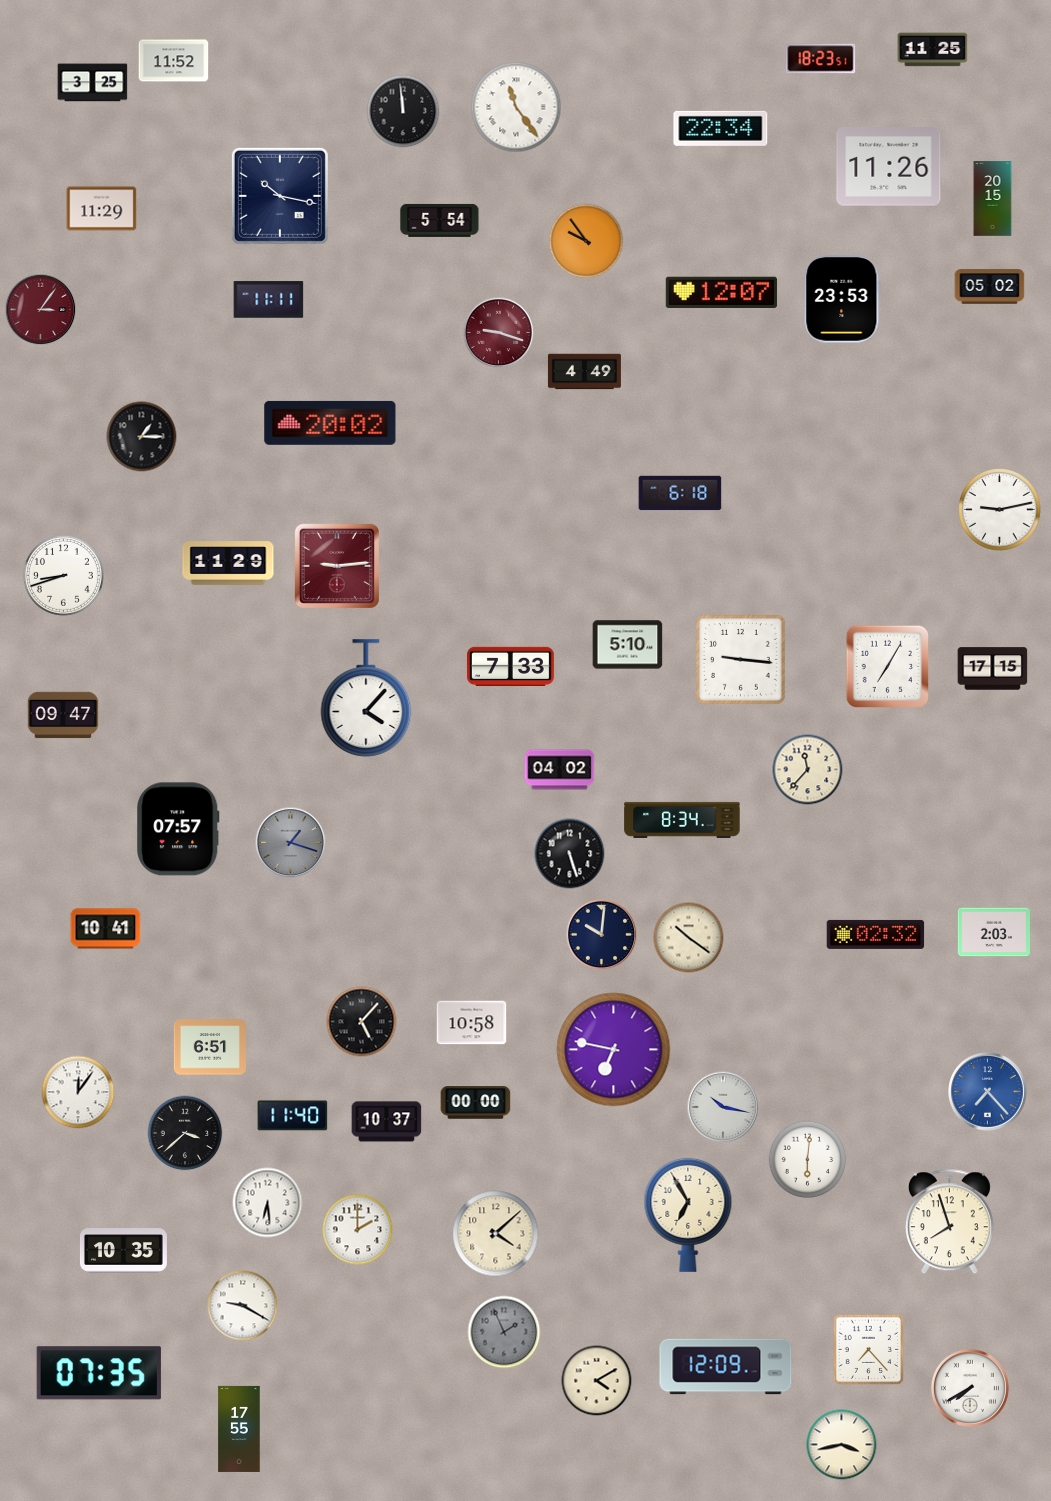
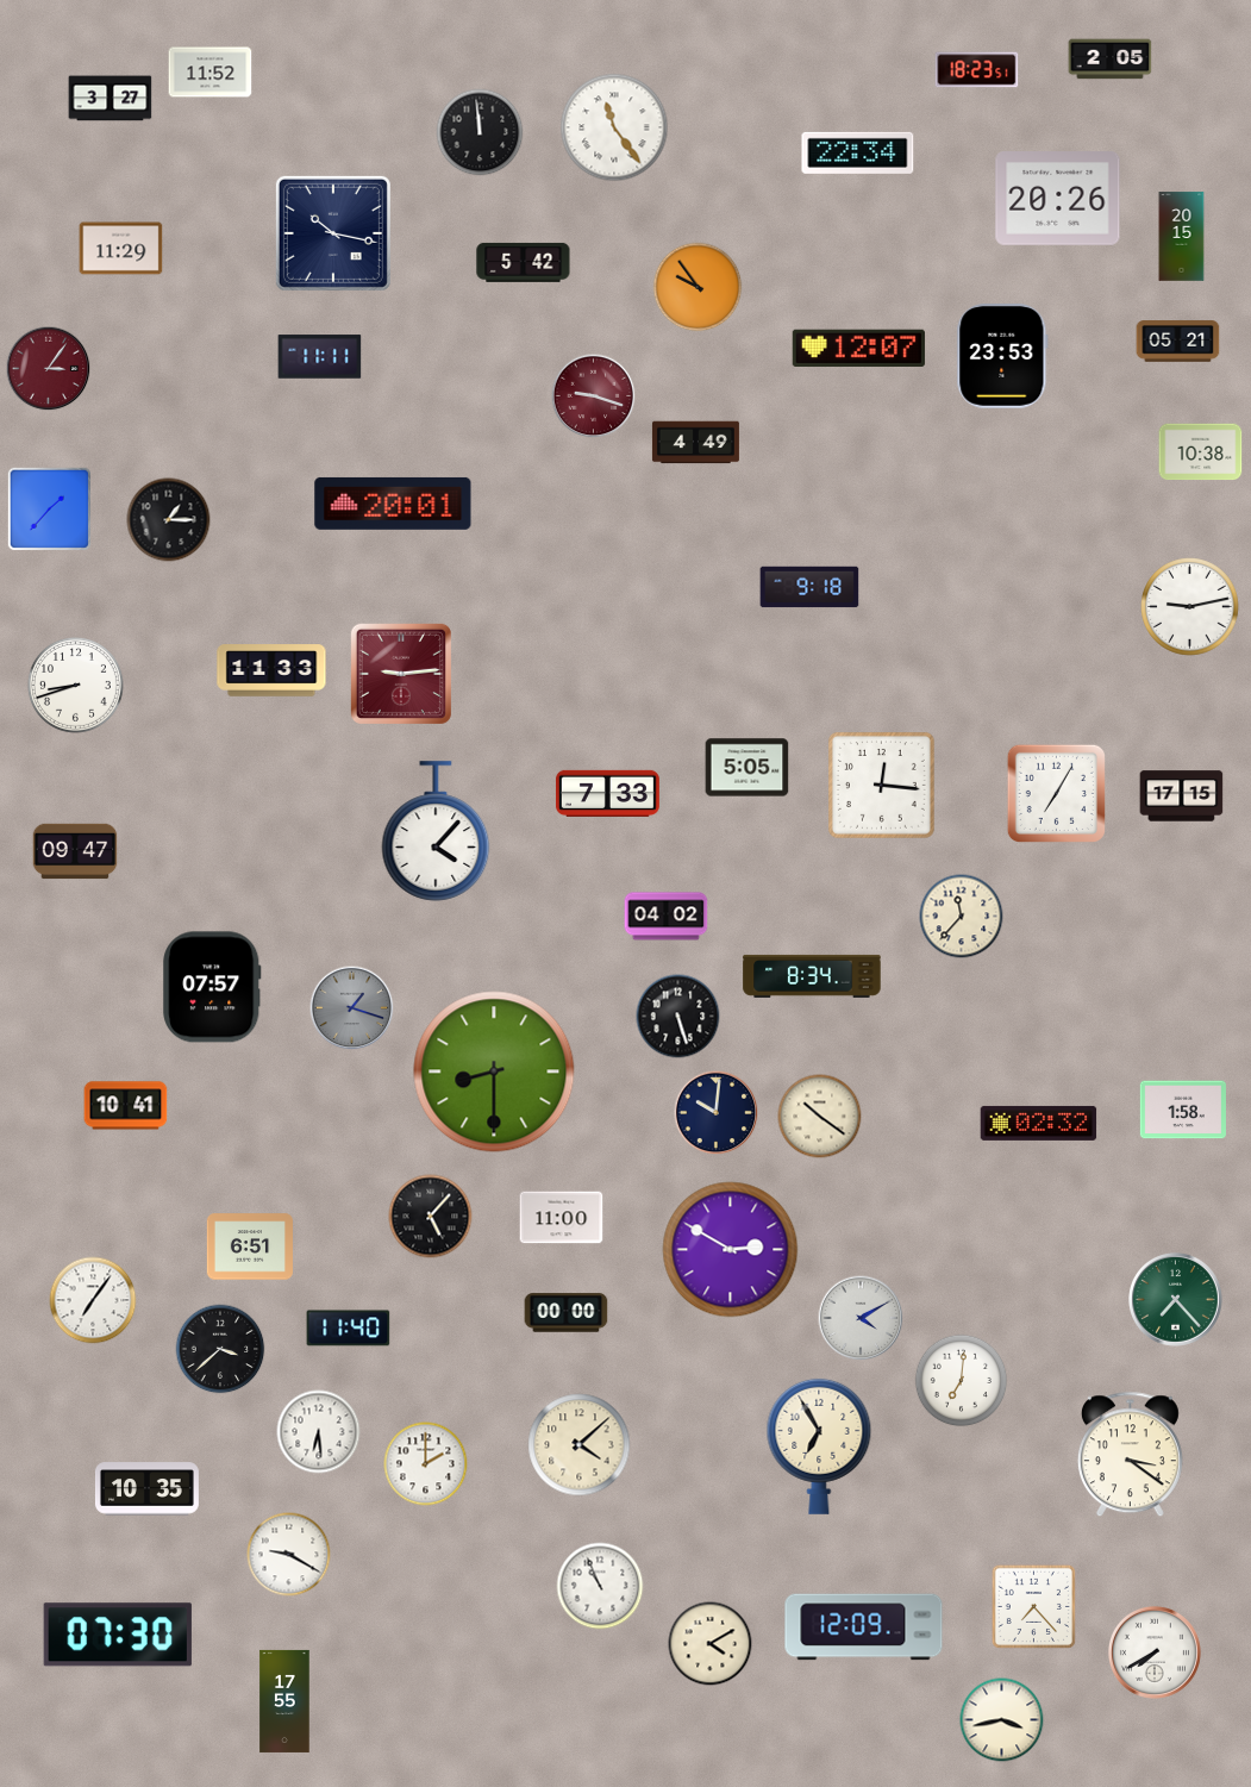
clock at (933, 50): 11:25 -> 2:05
clock at (174, 61) position: (174, 61) -> (211, 73)
clock at (93, 83): 3:25 -> 3:27
clock at (889, 167): 11:26 -> 20:26
clock at (440, 220): 5:54 -> 5:42
clock at (990, 287): 05:02 -> 05:21
clock at (1201, 452): none -> 10:38
clock at (330, 423): 20:02 -> 20:01
clock at (49, 508): none -> 1:37
clock at (680, 493): 6:18 -> 9:18
clock at (228, 563): 11:29 -> 11:33
clock at (628, 645): 5:10 -> 5:05
clock at (740, 659): 9:16 -> 12:16
clock at (291, 843) position: (291, 843) -> (352, 1008)
clock at (494, 1071): none -> 8:30
clock at (994, 932): 2:03 -> 1:58
clock at (876, 934) position: (876, 934) -> (1039, 1123)
clock at (472, 1023): 10:58 -> 11:00
clock at (614, 1050): 6:47 -> 2:50
clock at (78, 1092): 12:06 -> 7:06
clock at (988, 1092) dial: blue -> green
clock at (723, 1107): 10:17 -> 4:10
clock at (387, 1122): 10:37 -> none
clock at (808, 1160): 6:01 -> 7:01
clock at (949, 1222): 7:57 -> 3:21
clock at (496, 1234) position: (496, 1234) -> (580, 1445)
clock at (504, 1332): 1:56 -> 10:56
clock at (504, 1332) dial: grey -> white
clock at (99, 1373): 07:35 -> 07:30
